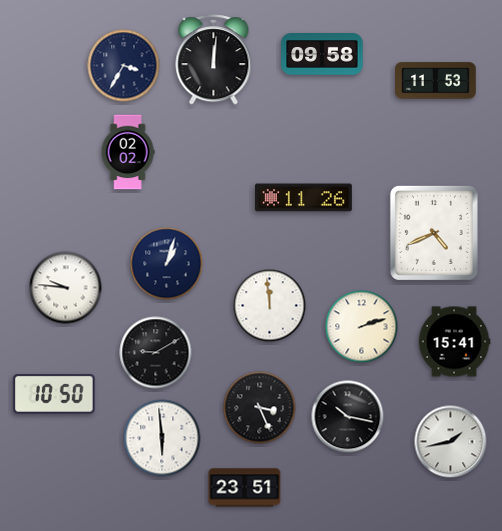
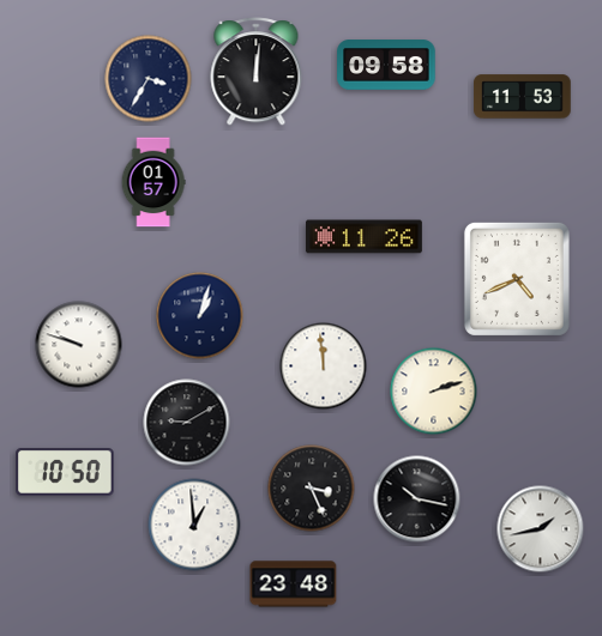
clock at (128, 152): 02:02 -> 01:57
clock at (434, 233) position: (434, 233) -> (517, 279)
clock at (66, 288): 9:46 -> 9:48
clock at (454, 342): 15:41 -> none
clock at (162, 438): 5:59 -> 12:59
clock at (245, 488): 23:51 -> 23:48
